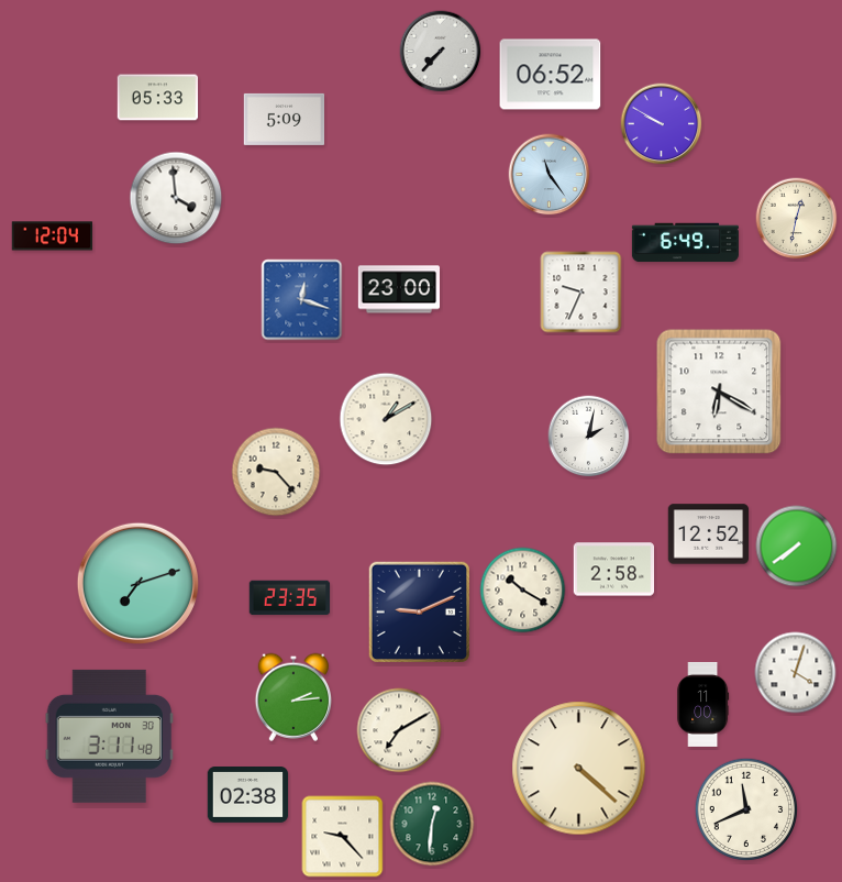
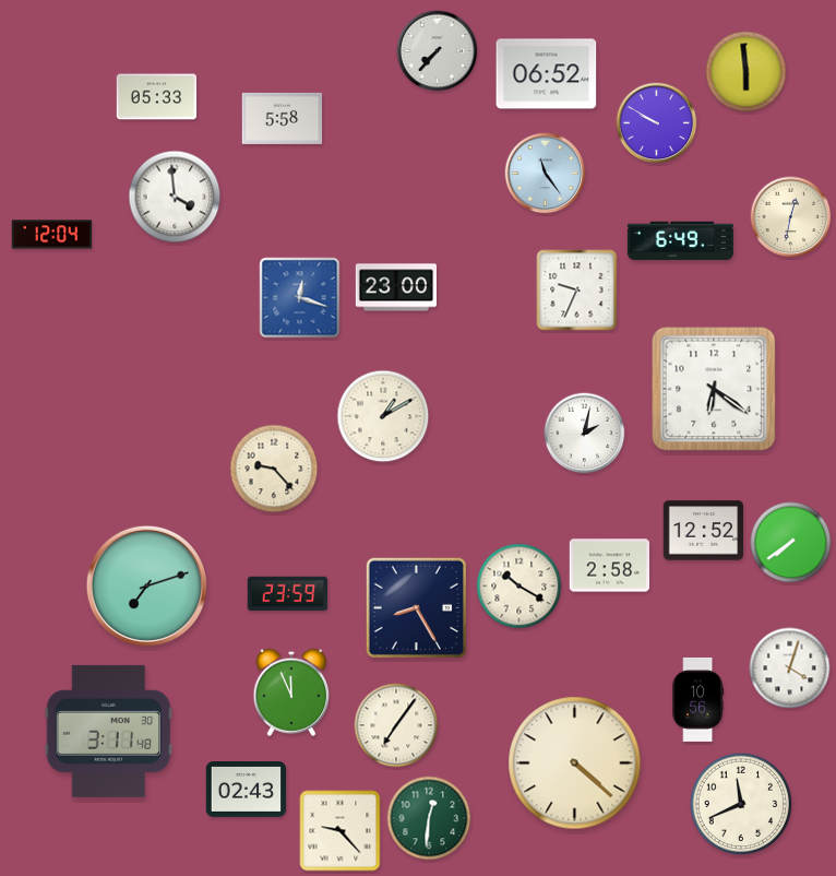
clock at (747, 72): none -> 5:59
clock at (285, 119): 5:09 -> 5:58
clock at (719, 392): 6:20 -> 6:21
clock at (137, 583) position: (137, 583) -> (146, 585)
clock at (290, 598): 23:35 -> 23:59
clock at (419, 611): 9:11 -> 8:25
clock at (292, 697): 2:14 -> 11:56
clock at (703, 704): 11:00 -> 10:56
clock at (399, 730): 7:10 -> 7:06
clock at (248, 795): 02:38 -> 02:43
